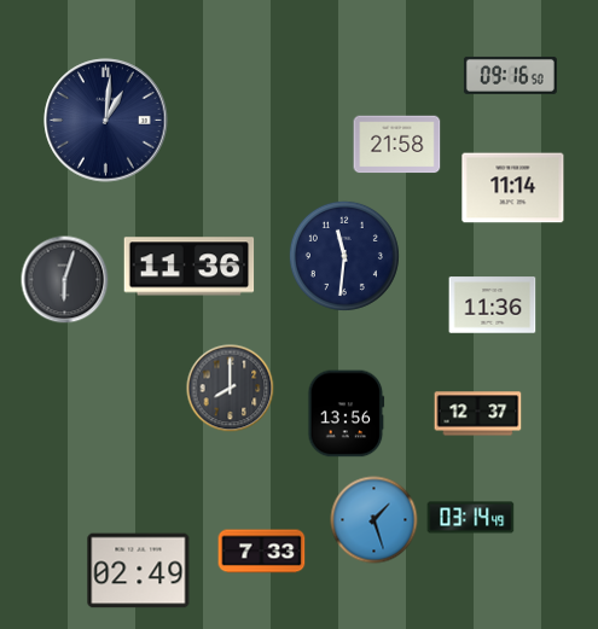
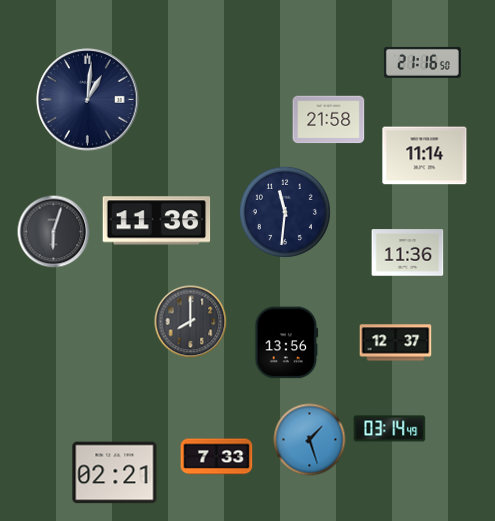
clock at (510, 75): 09:16 -> 21:16
clock at (375, 520) position: (375, 520) -> (310, 440)
clock at (139, 571): 02:49 -> 02:21
